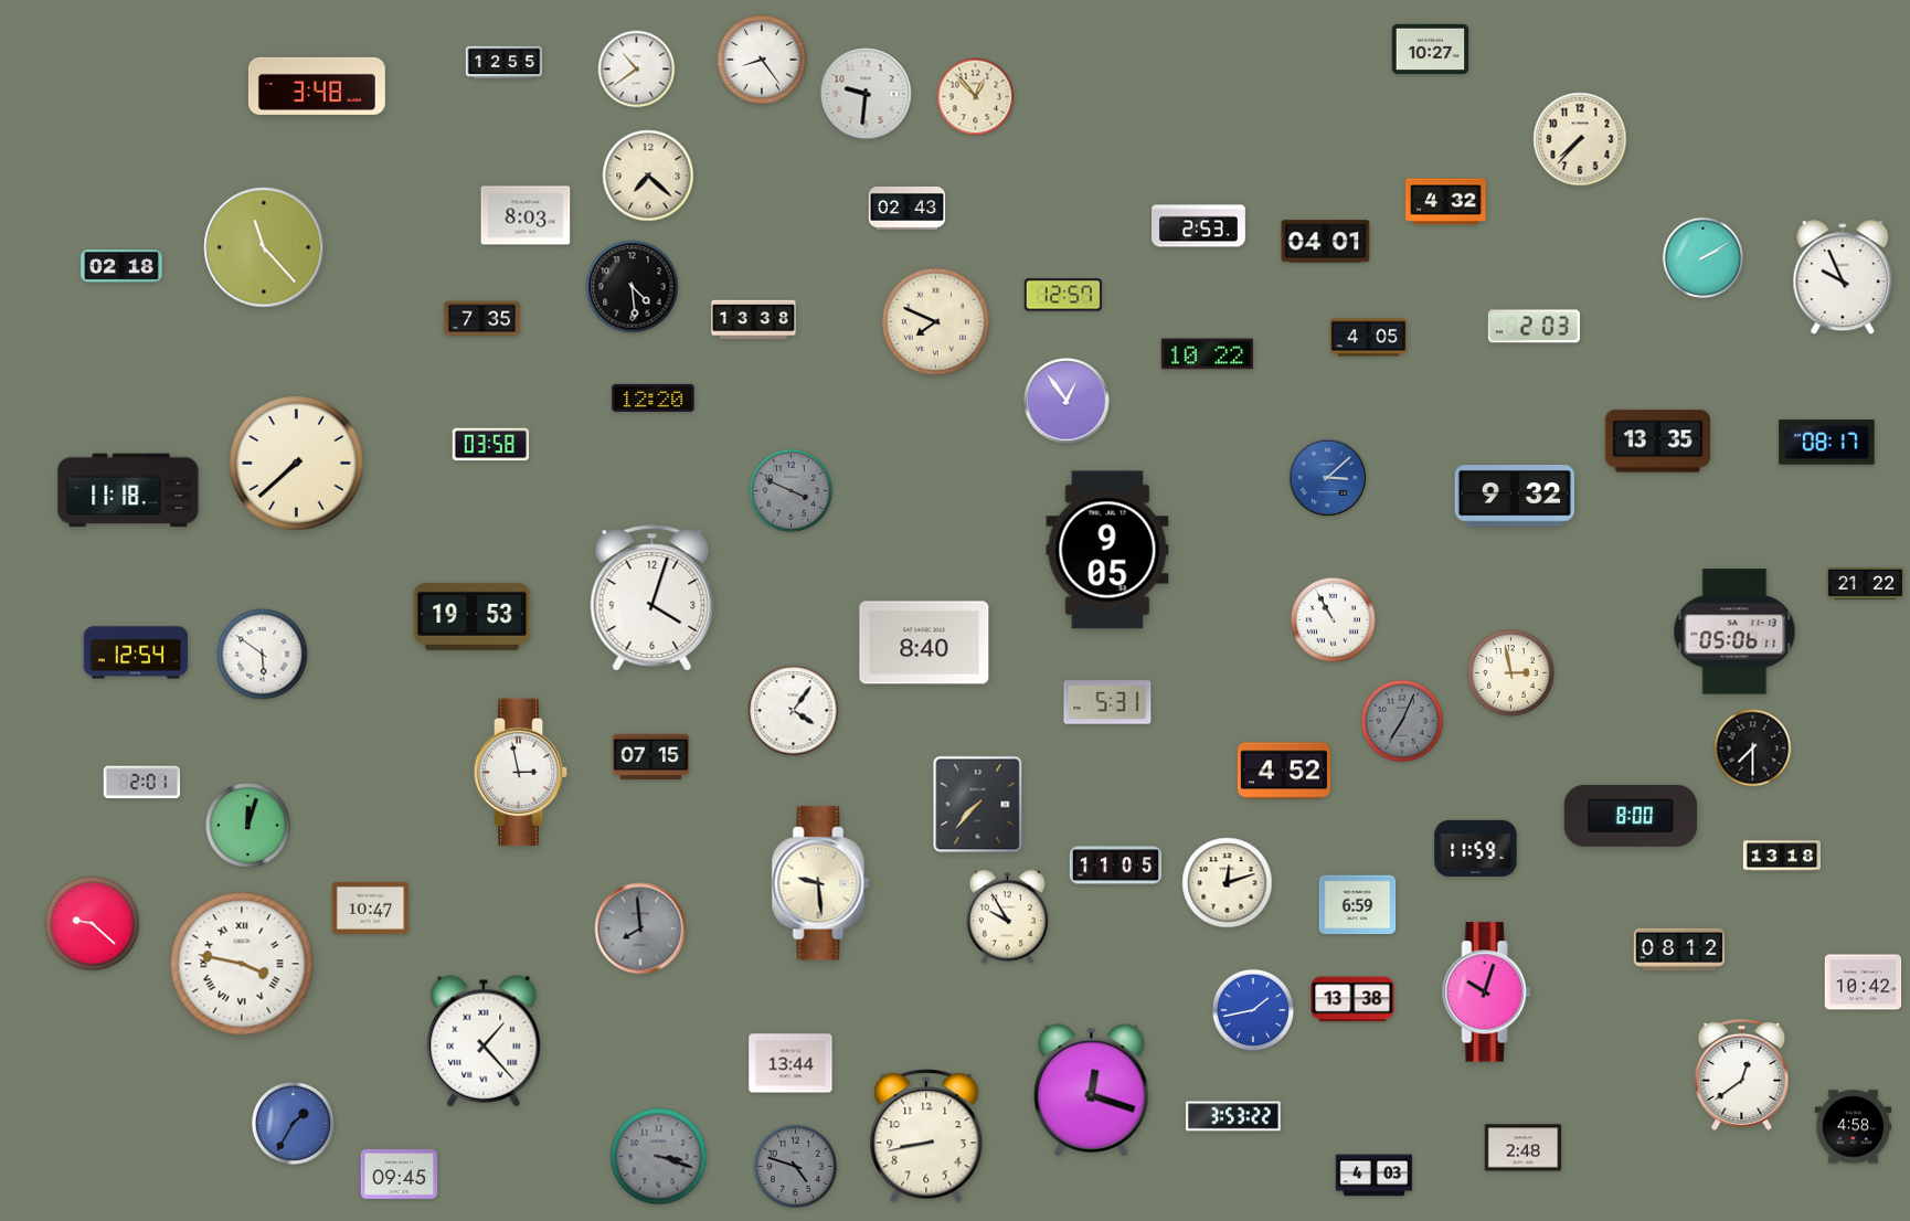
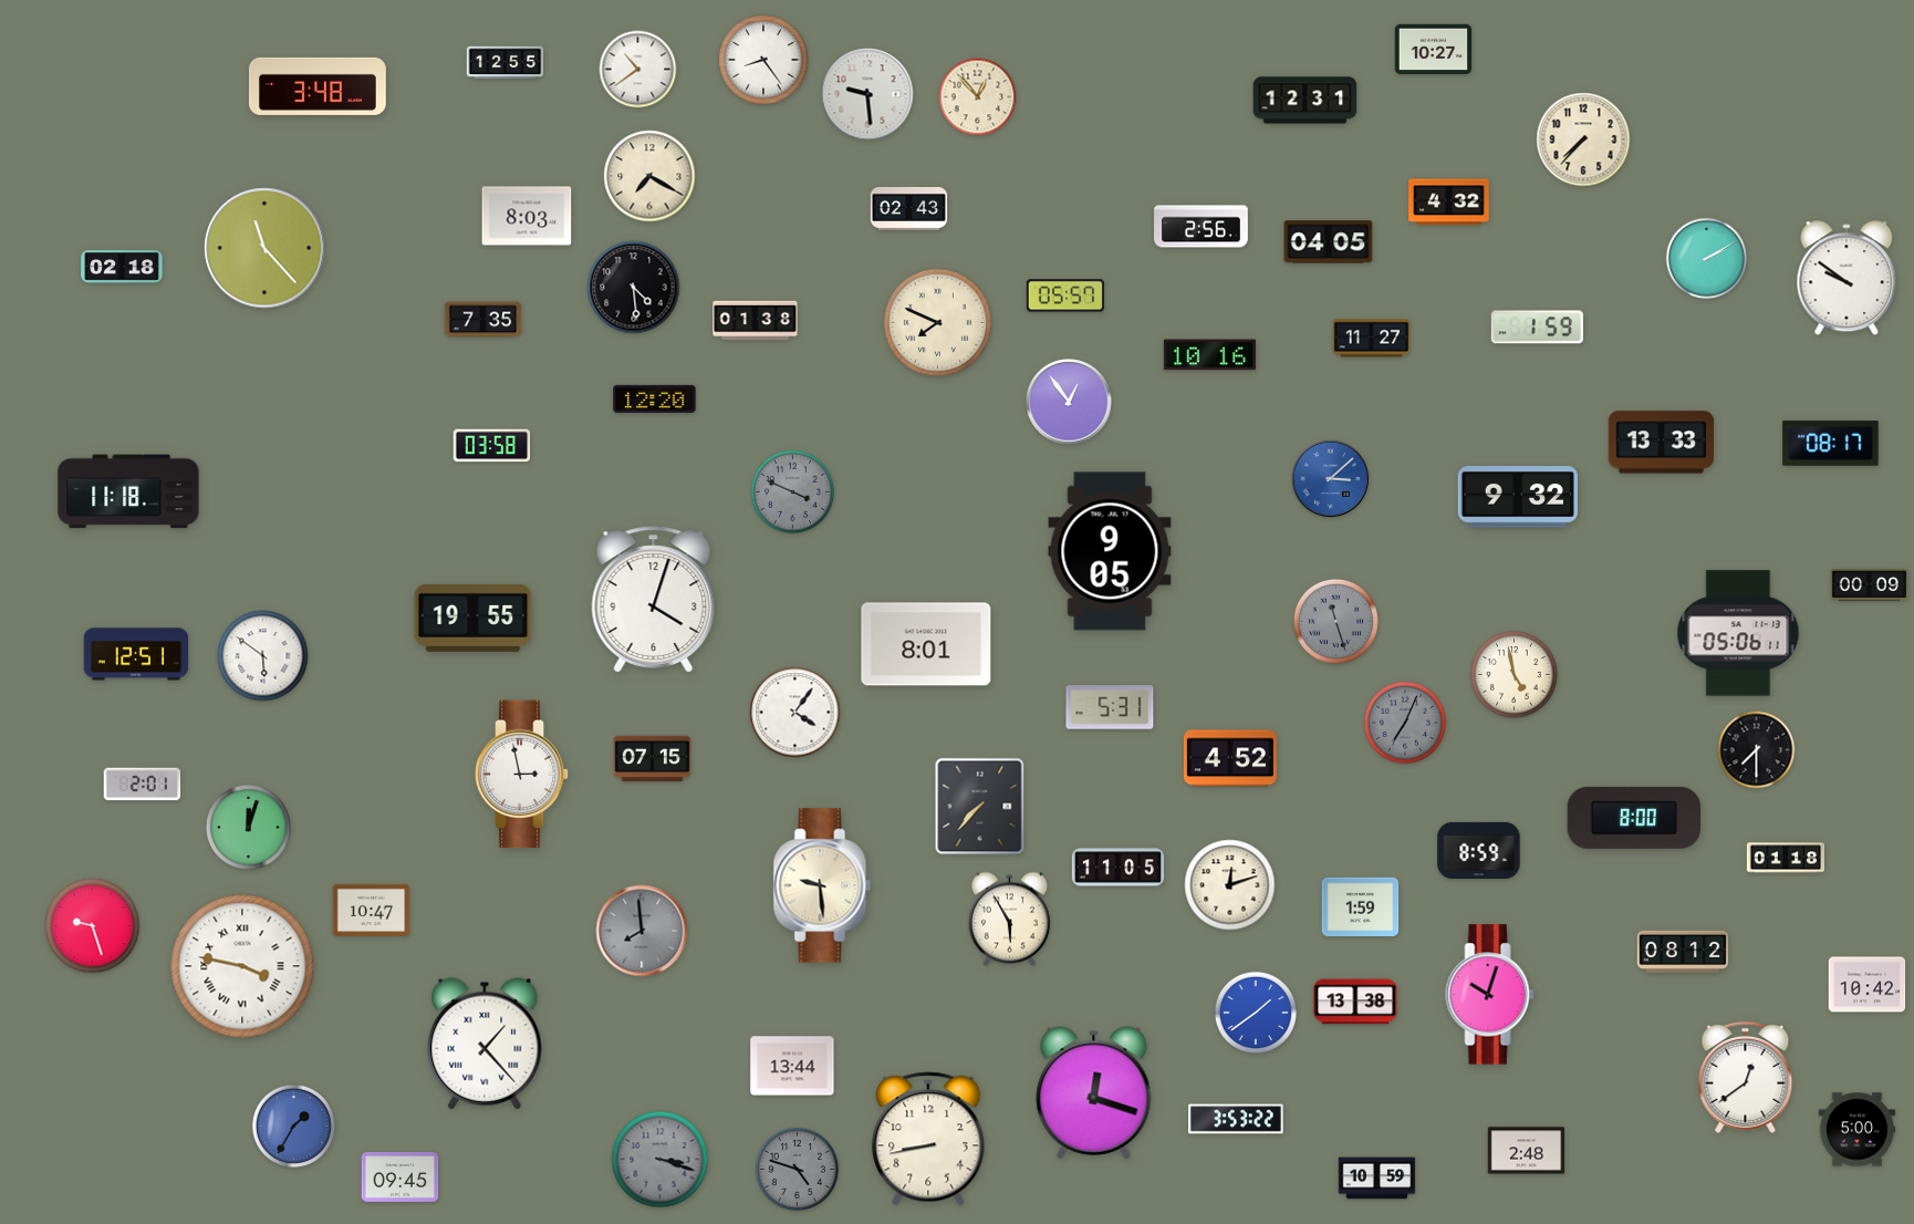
clock at (866, 94): 9:31 -> 9:29
clock at (1306, 101): none -> 12:31
clock at (648, 176): 7:22 -> 7:20
clock at (1199, 226): 2:53 -> 2:56
clock at (1326, 242): 04:01 -> 04:05
clock at (1843, 278): 9:56 -> 9:51
clock at (1063, 295): 12:57 -> 05:57
clock at (754, 320): 13:38 -> 01:38
clock at (1534, 327): 2:03 -> 1:59
clock at (1369, 338): 4:05 -> 11:27
clock at (1207, 354): 10:22 -> 10:16
clock at (1658, 442): 13:35 -> 13:33
clock at (297, 464): 7:38 -> none
clock at (1866, 583): 21:22 -> 00:09
clock at (473, 616): 19:53 -> 19:55
clock at (1333, 619): 10:55 -> 11:27
clock at (1333, 619) dial: white -> grey
clock at (924, 643): 8:40 -> 8:01
clock at (136, 652): 12:54 -> 12:51
clock at (1511, 673): 2:58 -> 4:58
clock at (1107, 702) position: (1107, 702) -> (1110, 707)
clock at (1284, 771) position: (1284, 771) -> (1230, 758)
clock at (1476, 848): 11:59 -> 8:59
clock at (1781, 856): 13:18 -> 01:18
clock at (1358, 905): 6:59 -> 1:59
clock at (1007, 917): 9:55 -> 5:55
clock at (93, 924): 9:22 -> 9:27
clock at (1252, 1009): 1:43 -> 1:39
clock at (1854, 1127): 4:58 -> 5:00
clock at (1375, 1176): 4:03 -> 10:59
